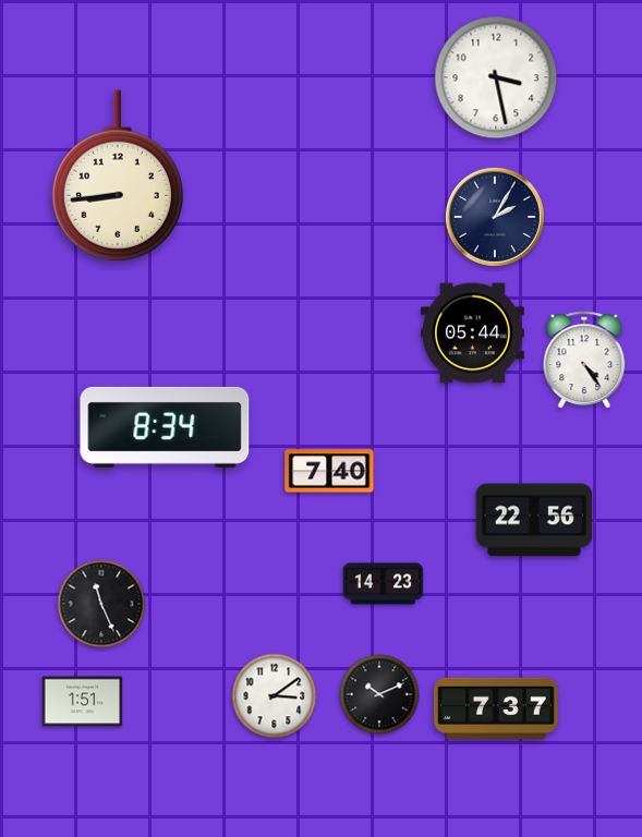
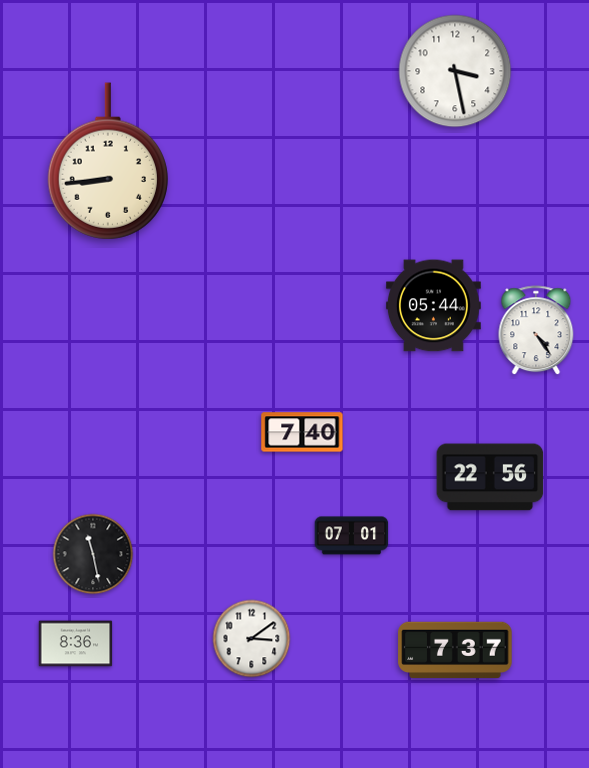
clock at (495, 217): 2:05 -> none
clock at (165, 427): 8:34 -> none
clock at (384, 584): 14:23 -> 07:01
clock at (101, 604): 11:26 -> 11:28
clock at (379, 694): 10:11 -> none
clock at (83, 702): 1:51 -> 8:36
